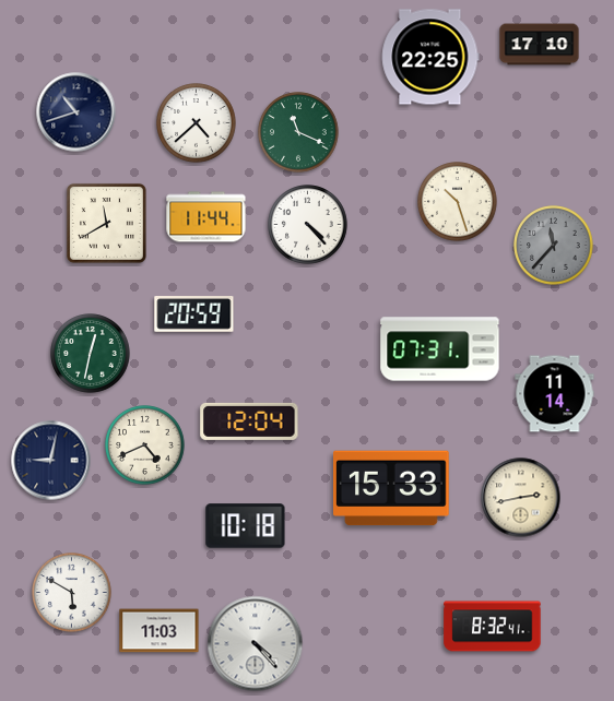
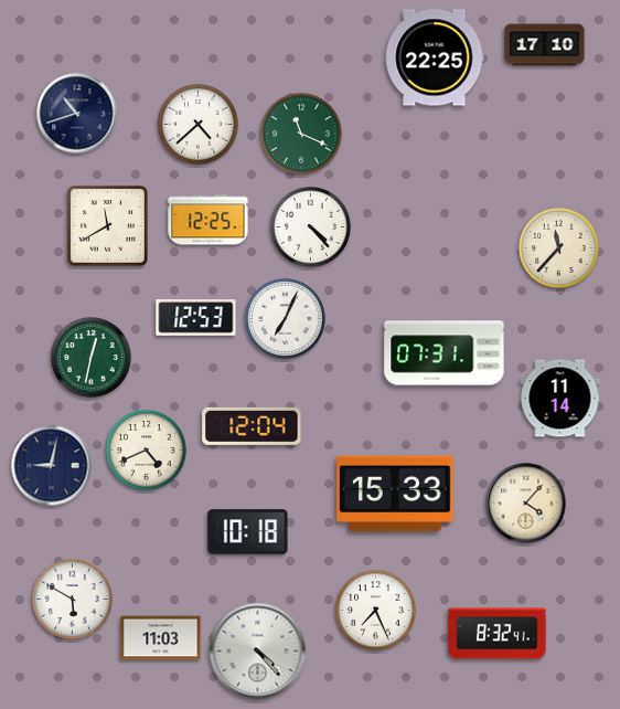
clock at (458, 202): 10:27 -> none
clock at (206, 217): 11:44 -> 12:25
clock at (554, 246) dial: grey -> cream
clock at (194, 314): 20:59 -> 12:53
clock at (286, 319): none -> 7:04
clock at (521, 498): 2:43 -> 4:07
clock at (376, 611): none -> 7:26
